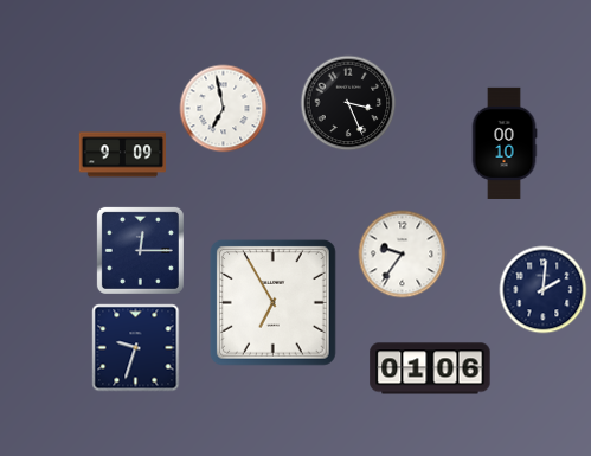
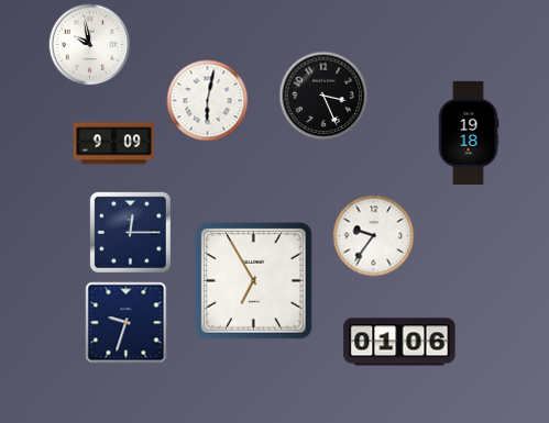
clock at (90, 45): none -> 9:58
clock at (224, 109): 6:58 -> 6:02
clock at (505, 142): 00:10 -> 19:18
clock at (544, 290): 2:01 -> none
